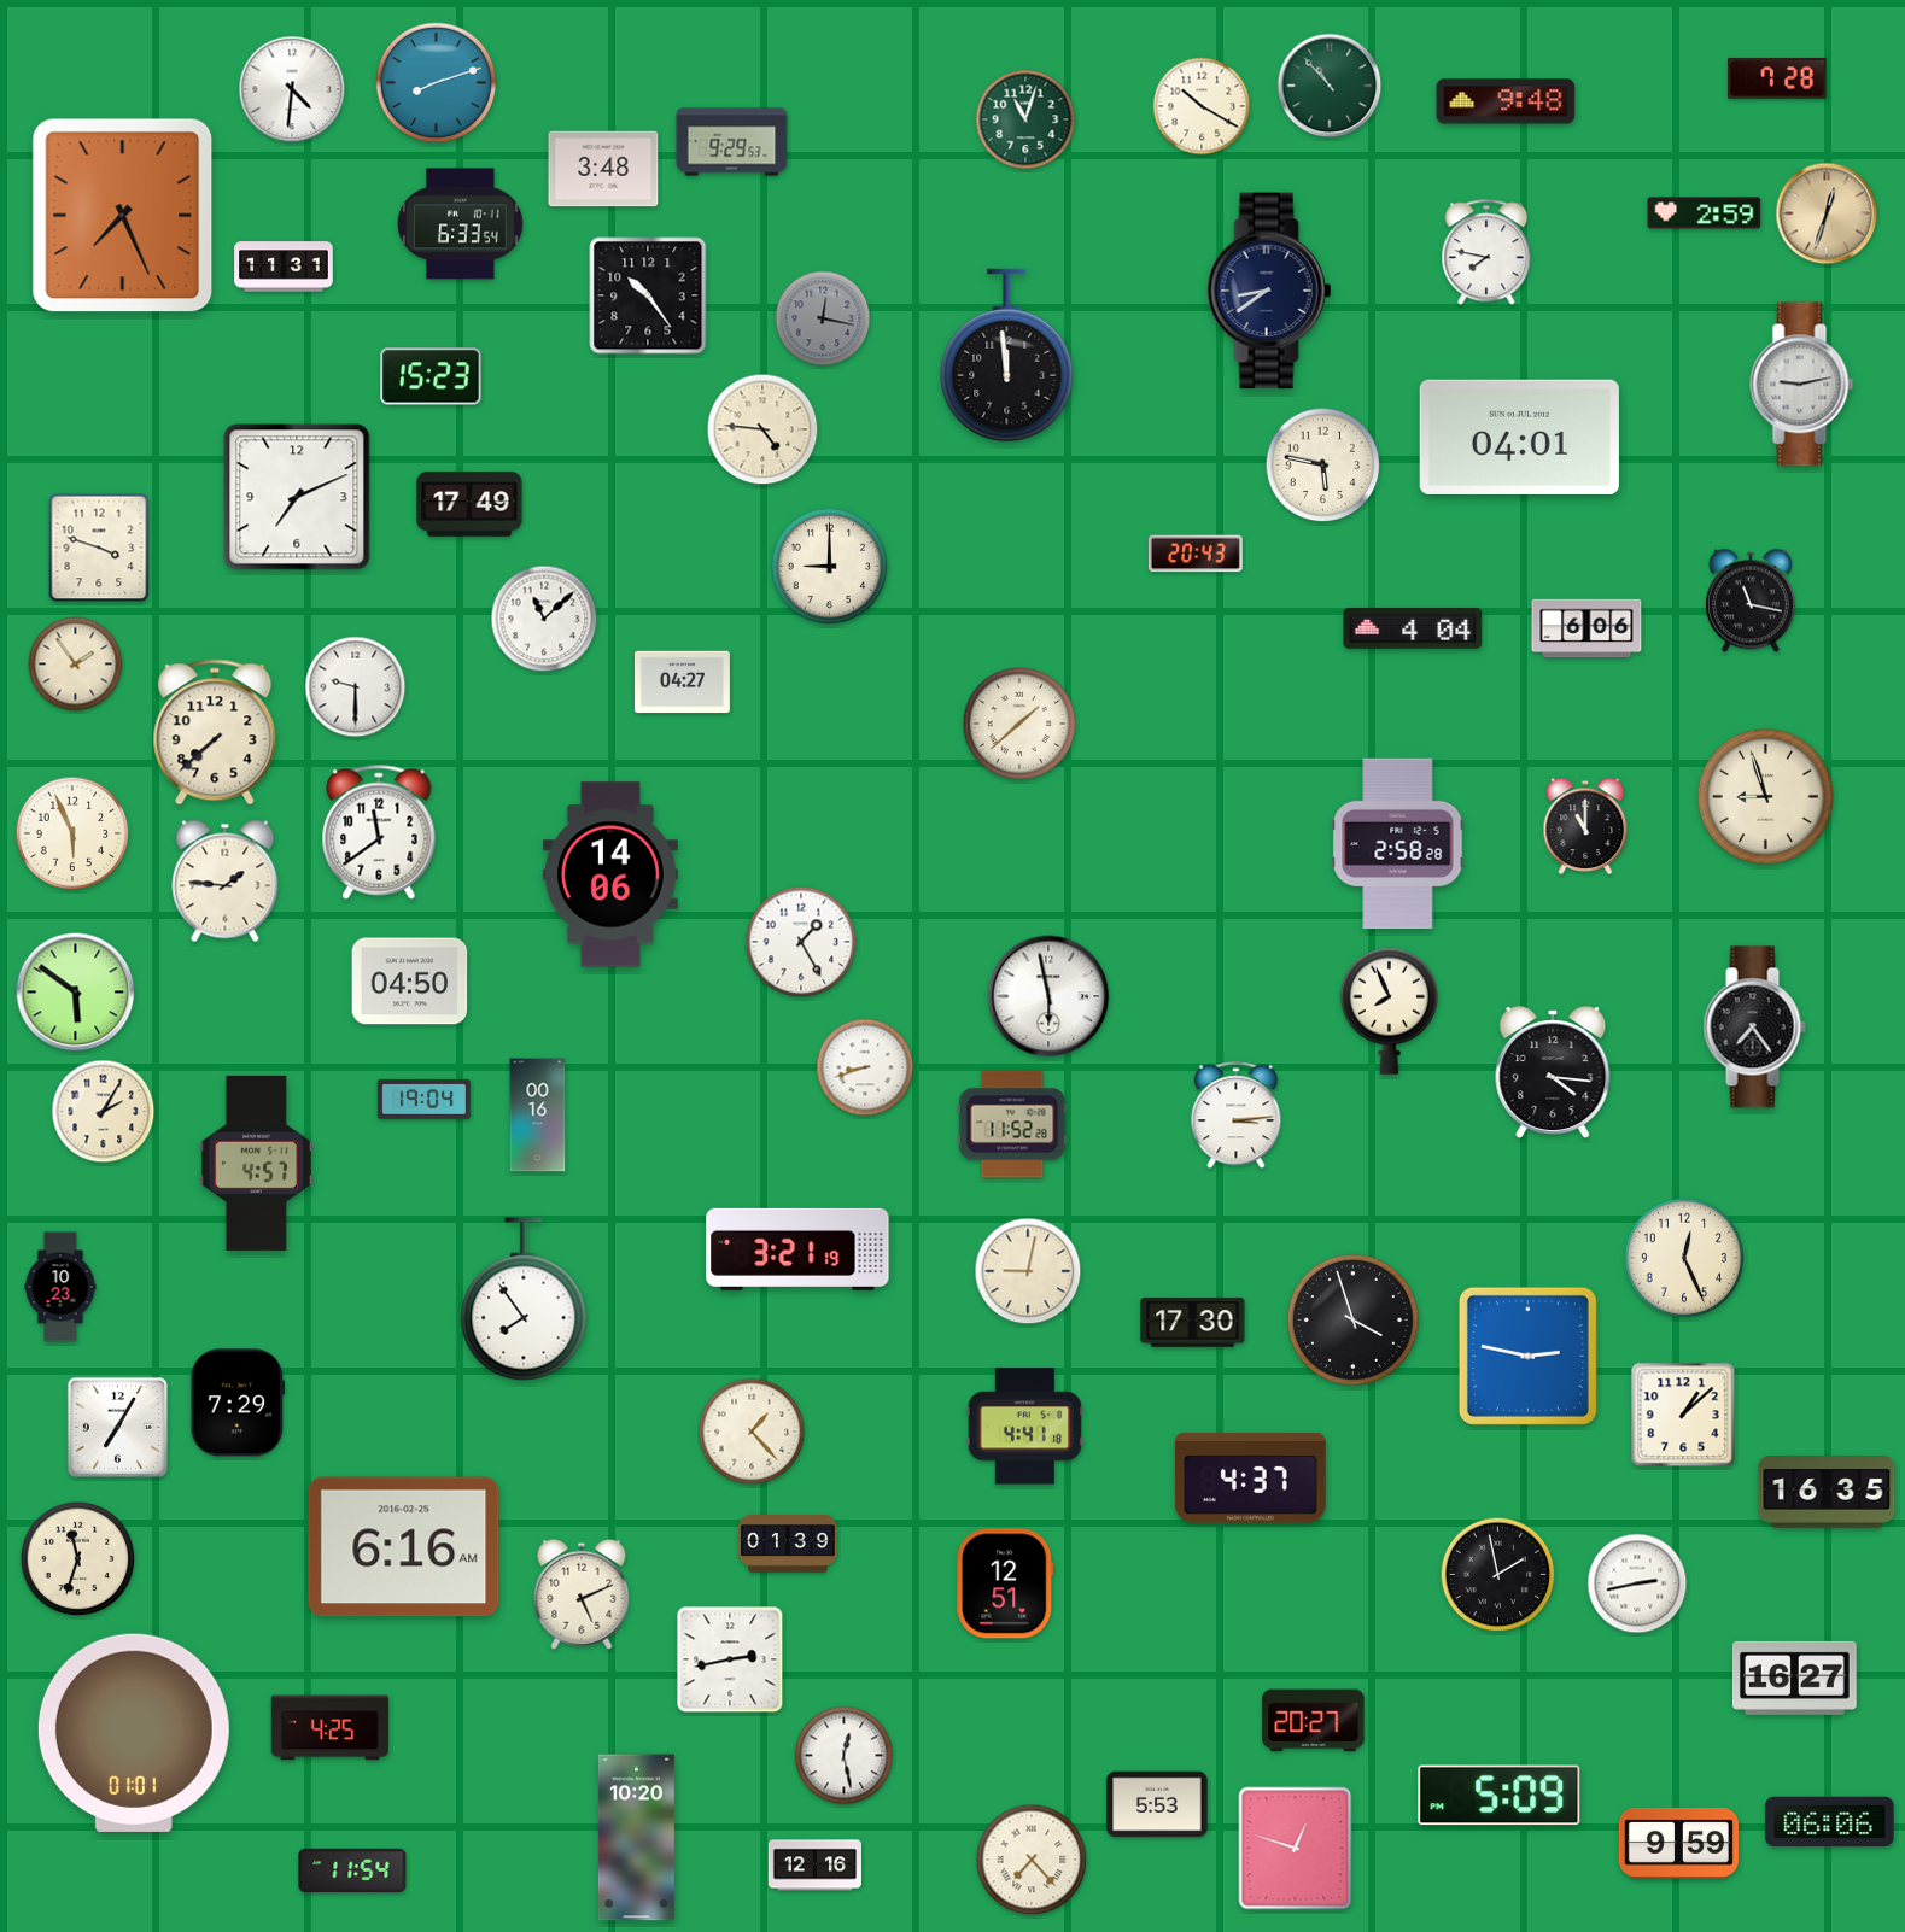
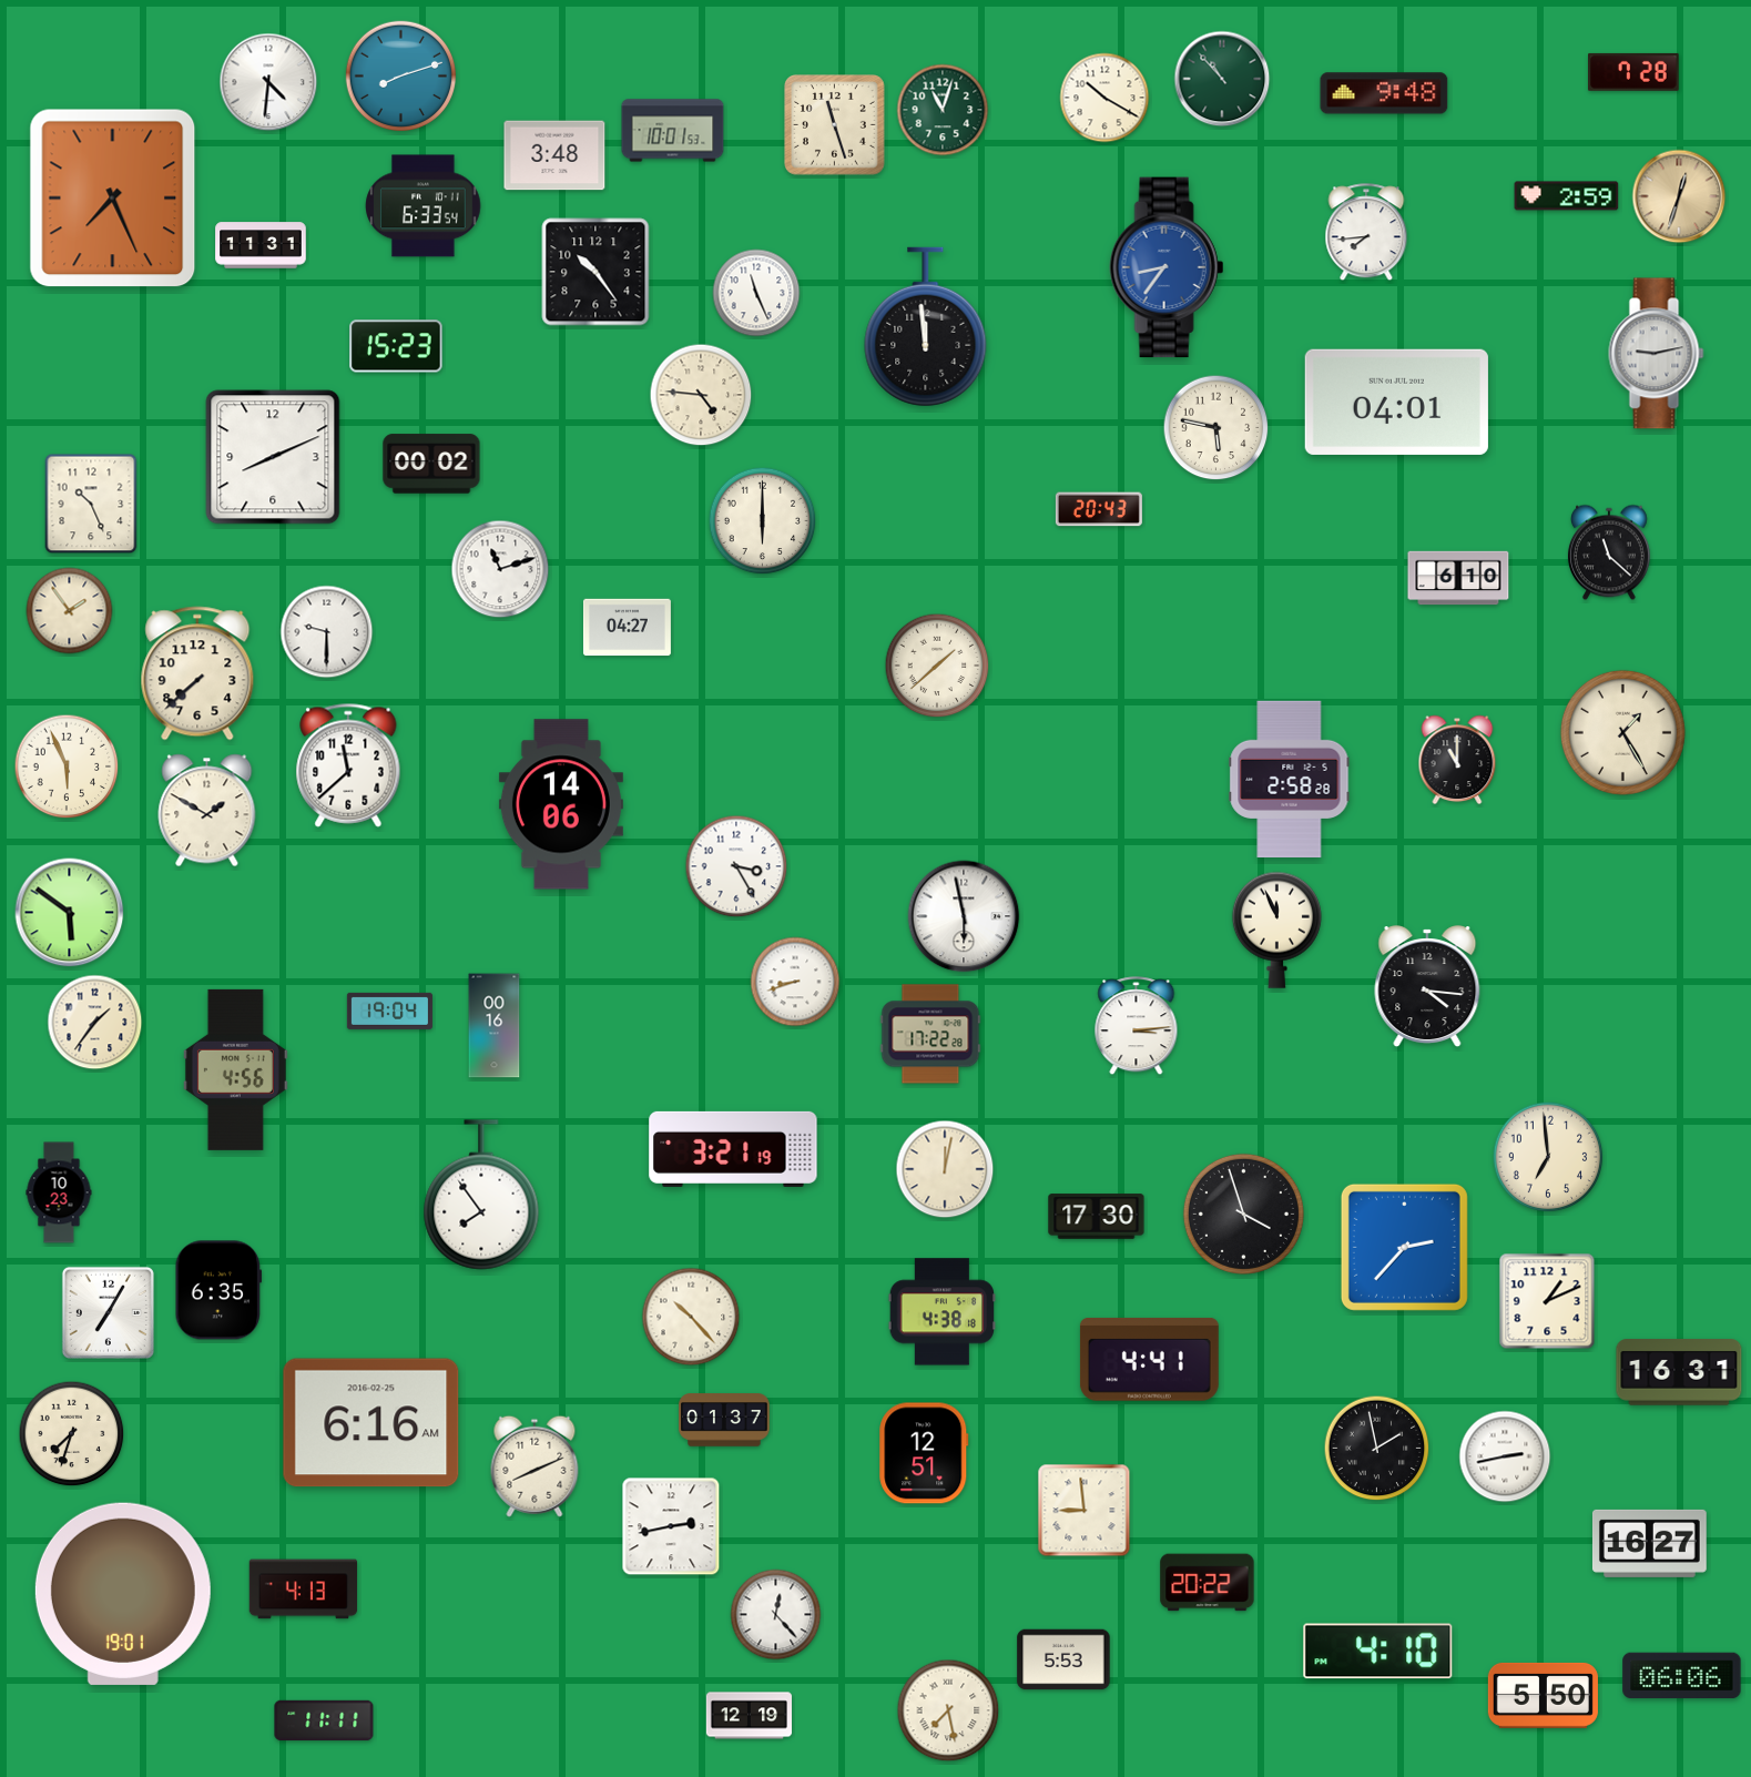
clock at (835, 125): none -> 11:27
clock at (732, 142): 9:29 -> 10:01
clock at (1486, 253): 7:47 -> 7:44
clock at (1269, 291): 8:39 -> 8:36
clock at (1269, 291) dial: navy -> blue
clock at (823, 318): 12:17 -> 11:26
clock at (823, 318) dial: grey -> white
clock at (297, 497): 7:11 -> 8:11
clock at (469, 504): 17:49 -> 00:02
clock at (99, 548): 3:48 -> 10:26
clock at (830, 567): 9:00 -> 6:00
clock at (1751, 601): 11:17 -> 11:22
clock at (544, 619): 11:08 -> 11:12
clock at (1413, 628): 4:04 -> none
clock at (1586, 628): 6:06 -> 6:10
clock at (1765, 796): 8:57 -> 1:25
clock at (379, 832): 11:39 -> 11:38
clock at (1398, 844) position: (1398, 844) -> (1290, 780)
clock at (226, 882): 1:46 -> 1:50
clock at (801, 942): 1:25 -> 3:25
clock at (410, 982): 04:50 -> none
clock at (1389, 1011): 7:56 -> 11:56
clock at (1754, 1028): 7:24 -> none
clock at (104, 1112): 2:05 -> 1:36
clock at (1012, 1124): 11:52 -> 17:22
clock at (256, 1163): 4:57 -> 4:56
clock at (1684, 1258): 12:26 -> 6:59
clock at (1028, 1271): 9:02 -> 12:02
clock at (60, 1287) position: (60, 1287) -> (59, 1192)
clock at (1527, 1356): 2:47 -> 2:37
clock at (238, 1403): 7:29 -> 6:35
clock at (1683, 1415): 1:08 -> 1:11
clock at (1025, 1427): 4:41 -> 4:38
clock at (752, 1432): 1:23 -> 10:23
clock at (1250, 1477): 4:37 -> 4:41
clock at (1827, 1492): 16:35 -> 16:31
clock at (788, 1544): 01:39 -> 01:37
clock at (78, 1559): 11:33 -> 7:33
clock at (1005, 1583) position: (1005, 1583) -> (924, 1453)
clock at (582, 1594): 5:11 -> 8:11
clock at (1085, 1511): none -> 8:59
clock at (1314, 1721): 20:27 -> 20:22
clock at (331, 1728): 4:25 -> 4:13
clock at (134, 1733): 01:01 -> 19:01
clock at (845, 1756): 12:28 -> 12:23
clock at (1500, 1796): 5:09 -> 4:10
clock at (636, 1838): 10:20 -> none
clock at (1678, 1843): 9:59 -> 5:50
clock at (1296, 1849): 12:48 -> none
clock at (1032, 1860): 7:23 -> 7:28
clock at (814, 1866): 12:16 -> 12:19
clock at (352, 1870): 11:54 -> 11:11
